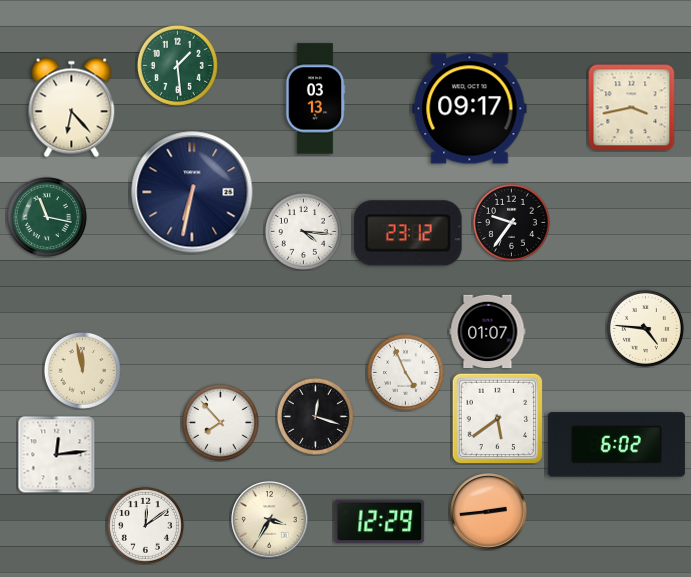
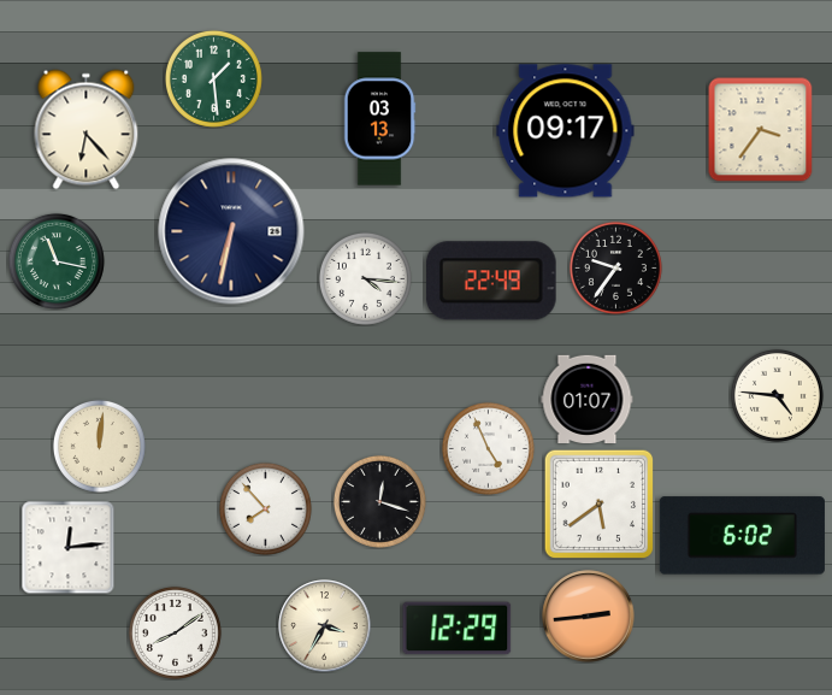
clock at (632, 108): 3:43 -> 3:36
clock at (409, 233): 23:12 -> 22:49
clock at (82, 370): 11:58 -> 12:01
clock at (145, 525): 12:09 -> 8:09
